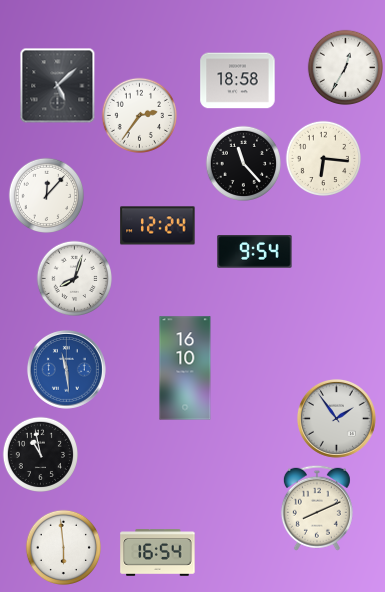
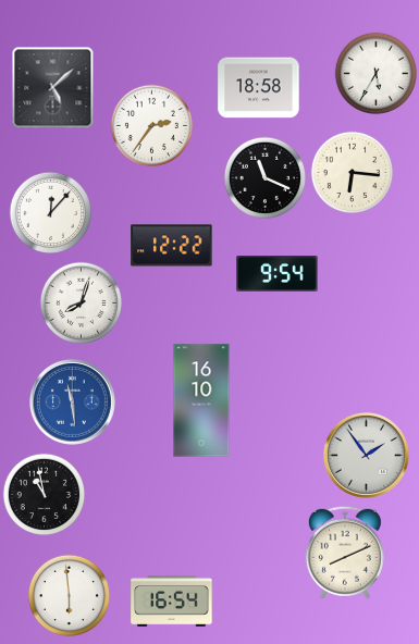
clock at (345, 67): 12:35 -> 5:35
clock at (58, 86) position: (58, 86) -> (53, 88)
clock at (243, 163): 11:23 -> 11:19
clock at (158, 226): 12:24 -> 12:22
